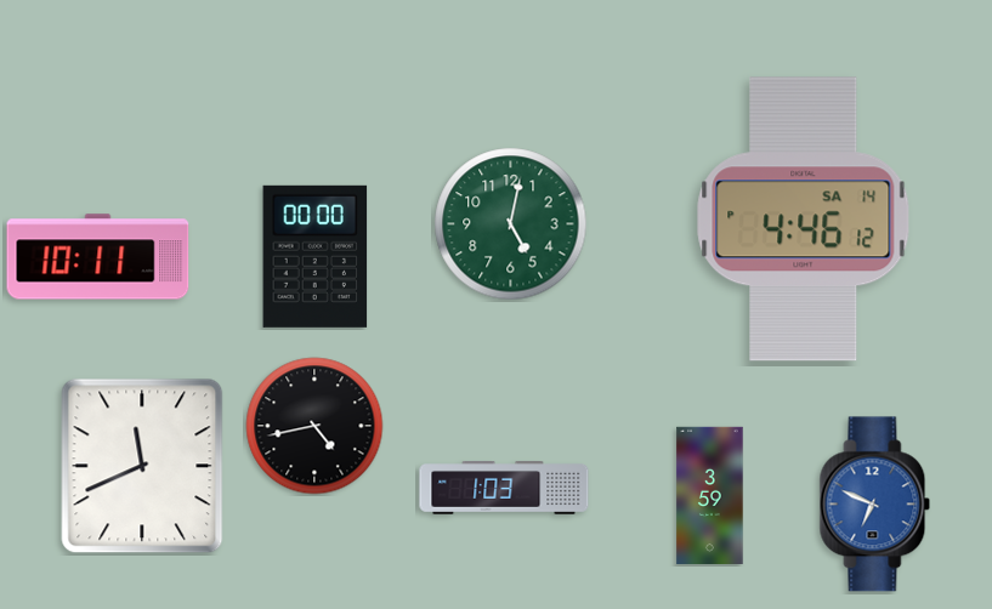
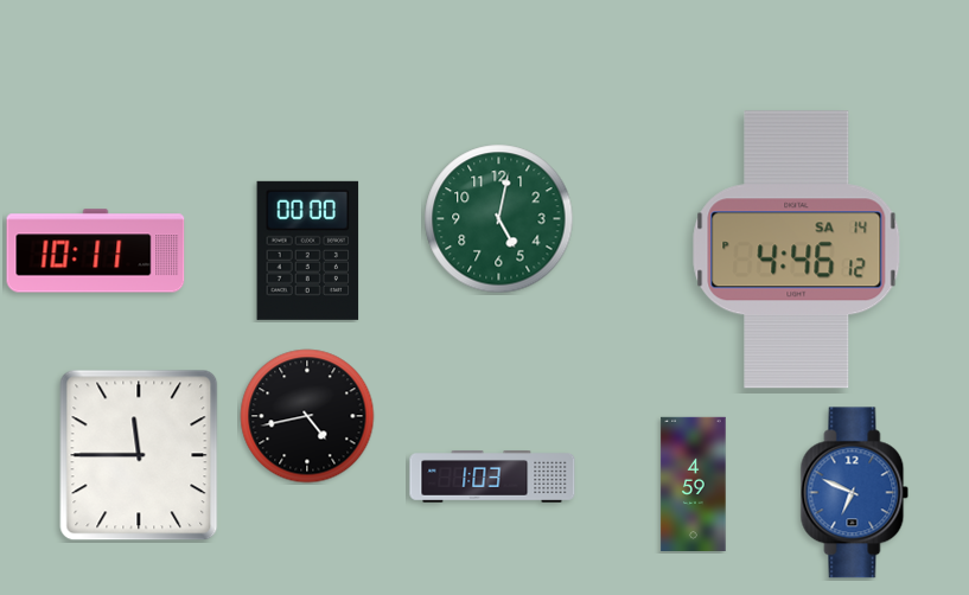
clock at (804, 220) position: (804, 220) -> (797, 250)
clock at (142, 466): 11:41 -> 11:45
clock at (710, 495): 3:59 -> 4:59
